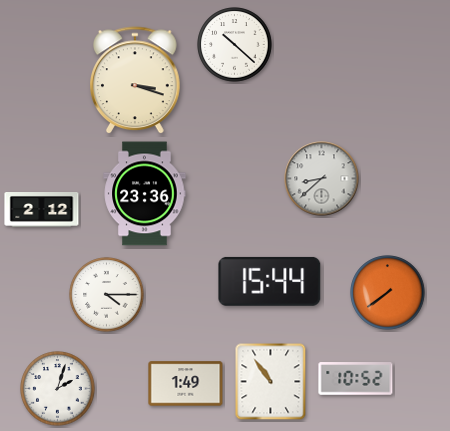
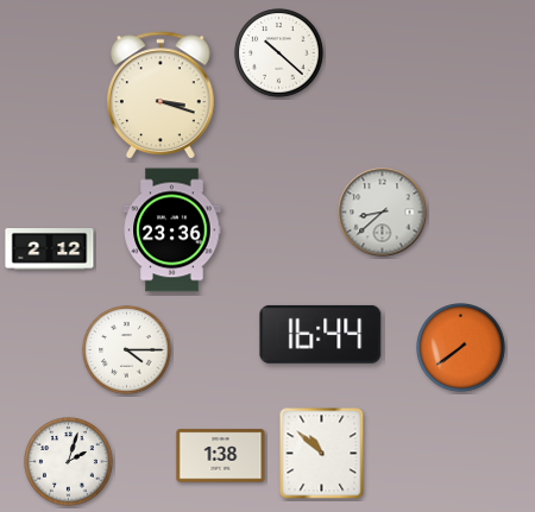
clock at (270, 281): 15:44 -> 16:44
clock at (356, 379): 10:52 -> none
clock at (271, 382): 10:54 -> 10:52
clock at (186, 384): 1:49 -> 1:38
